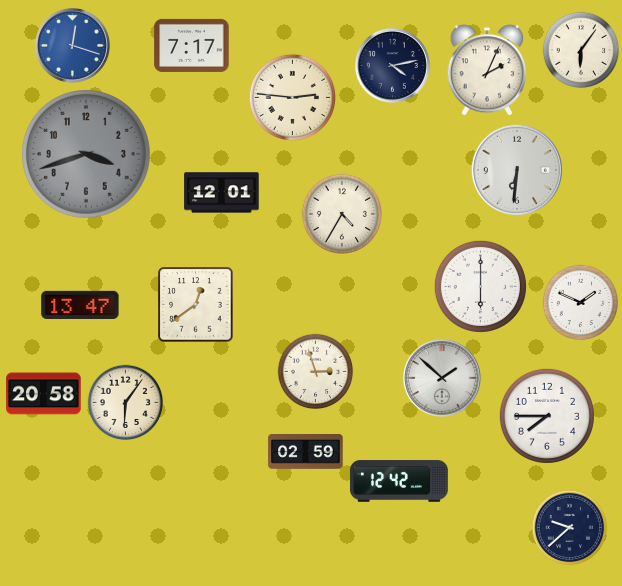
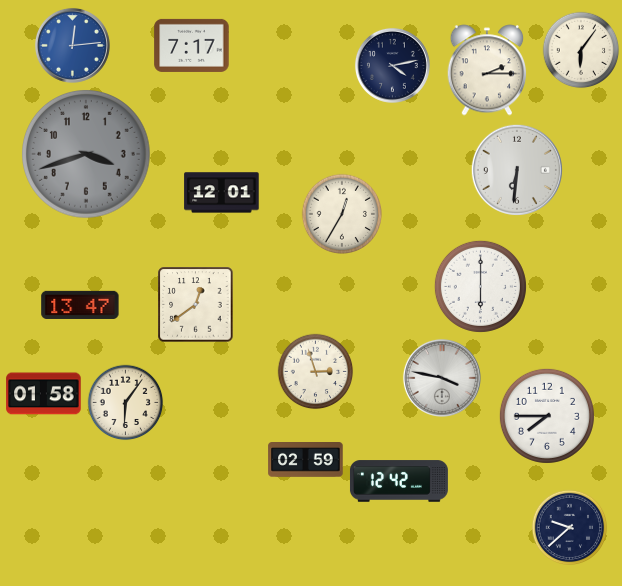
clock at (72, 45): 12:18 -> 12:14
clock at (487, 70): 2:04 -> 2:15
clock at (292, 97): 2:46 -> none
clock at (342, 214): 4:35 -> 12:35
clock at (581, 303): 1:49 -> none
clock at (442, 378): 1:52 -> 3:47
clock at (44, 394): 20:58 -> 01:58
clock at (306, 452) position: (306, 452) -> (306, 460)
